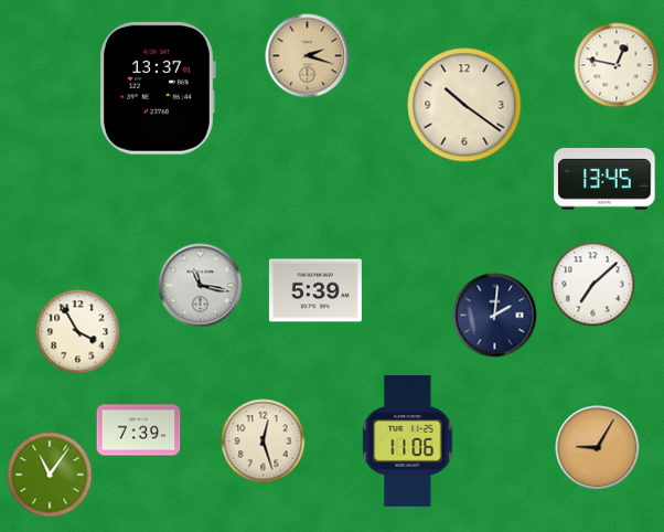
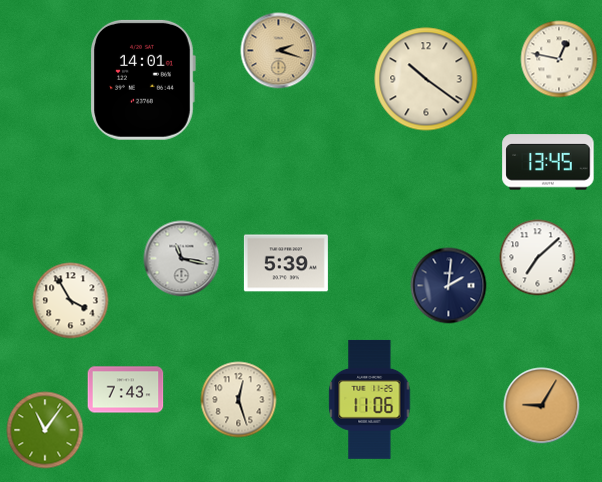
clock at (158, 88): 13:37 -> 14:01
clock at (464, 105) position: (464, 105) -> (426, 79)
clock at (139, 430): 7:39 -> 7:43
